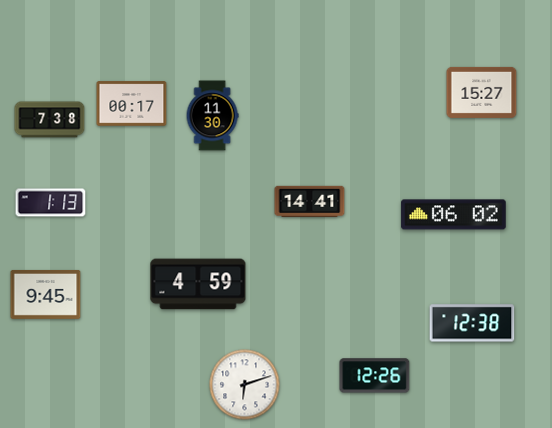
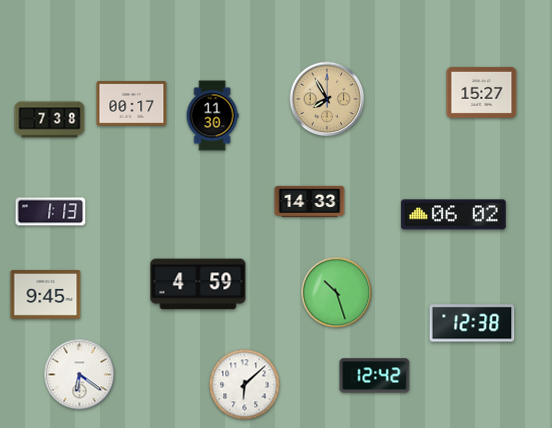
clock at (327, 99): none -> 7:55
clock at (310, 201): 14:41 -> 14:33
clock at (51, 203) position: (51, 203) -> (51, 212)
clock at (337, 293): none -> 10:27
clock at (80, 375): none -> 6:21
clock at (375, 376): 12:26 -> 12:42
clock at (245, 385): 6:12 -> 6:08
